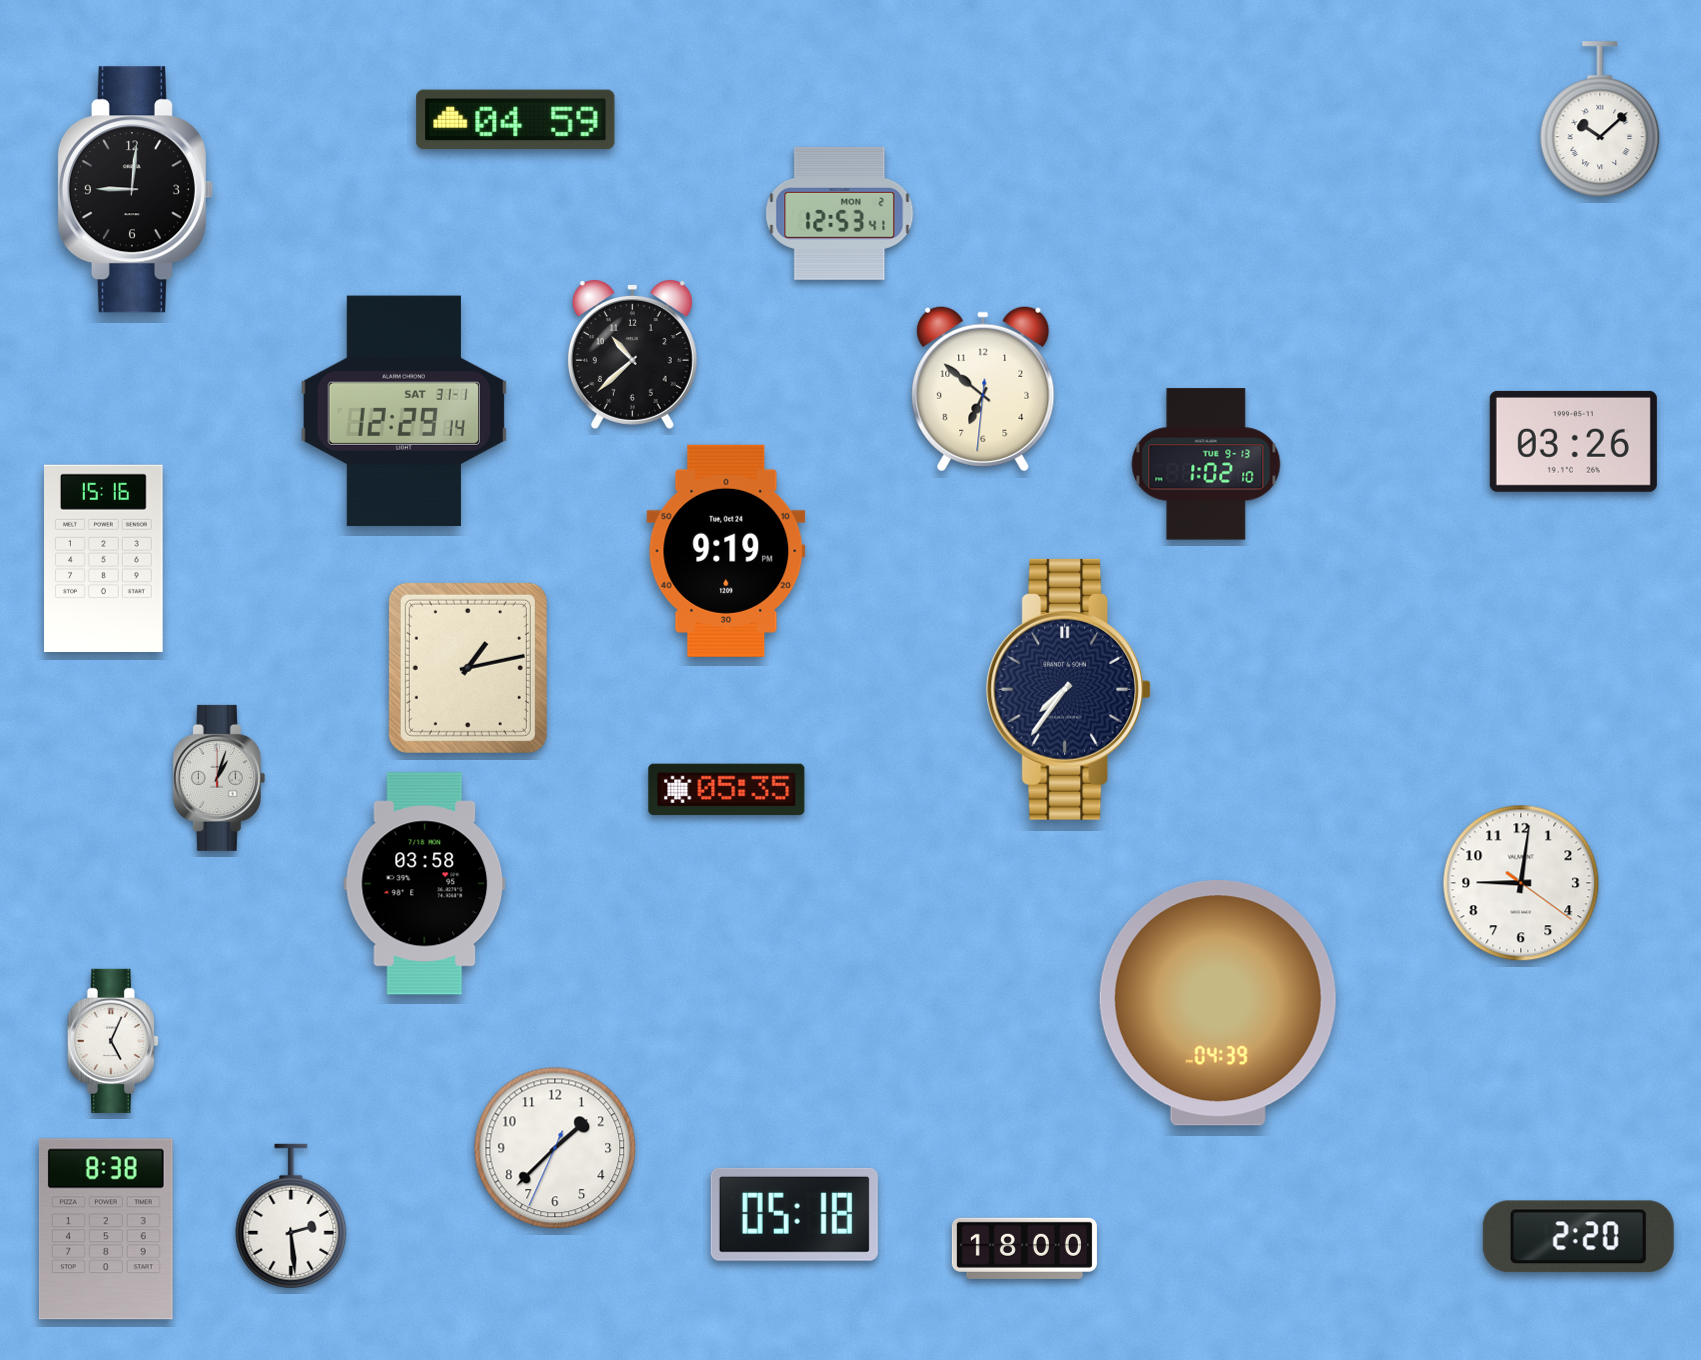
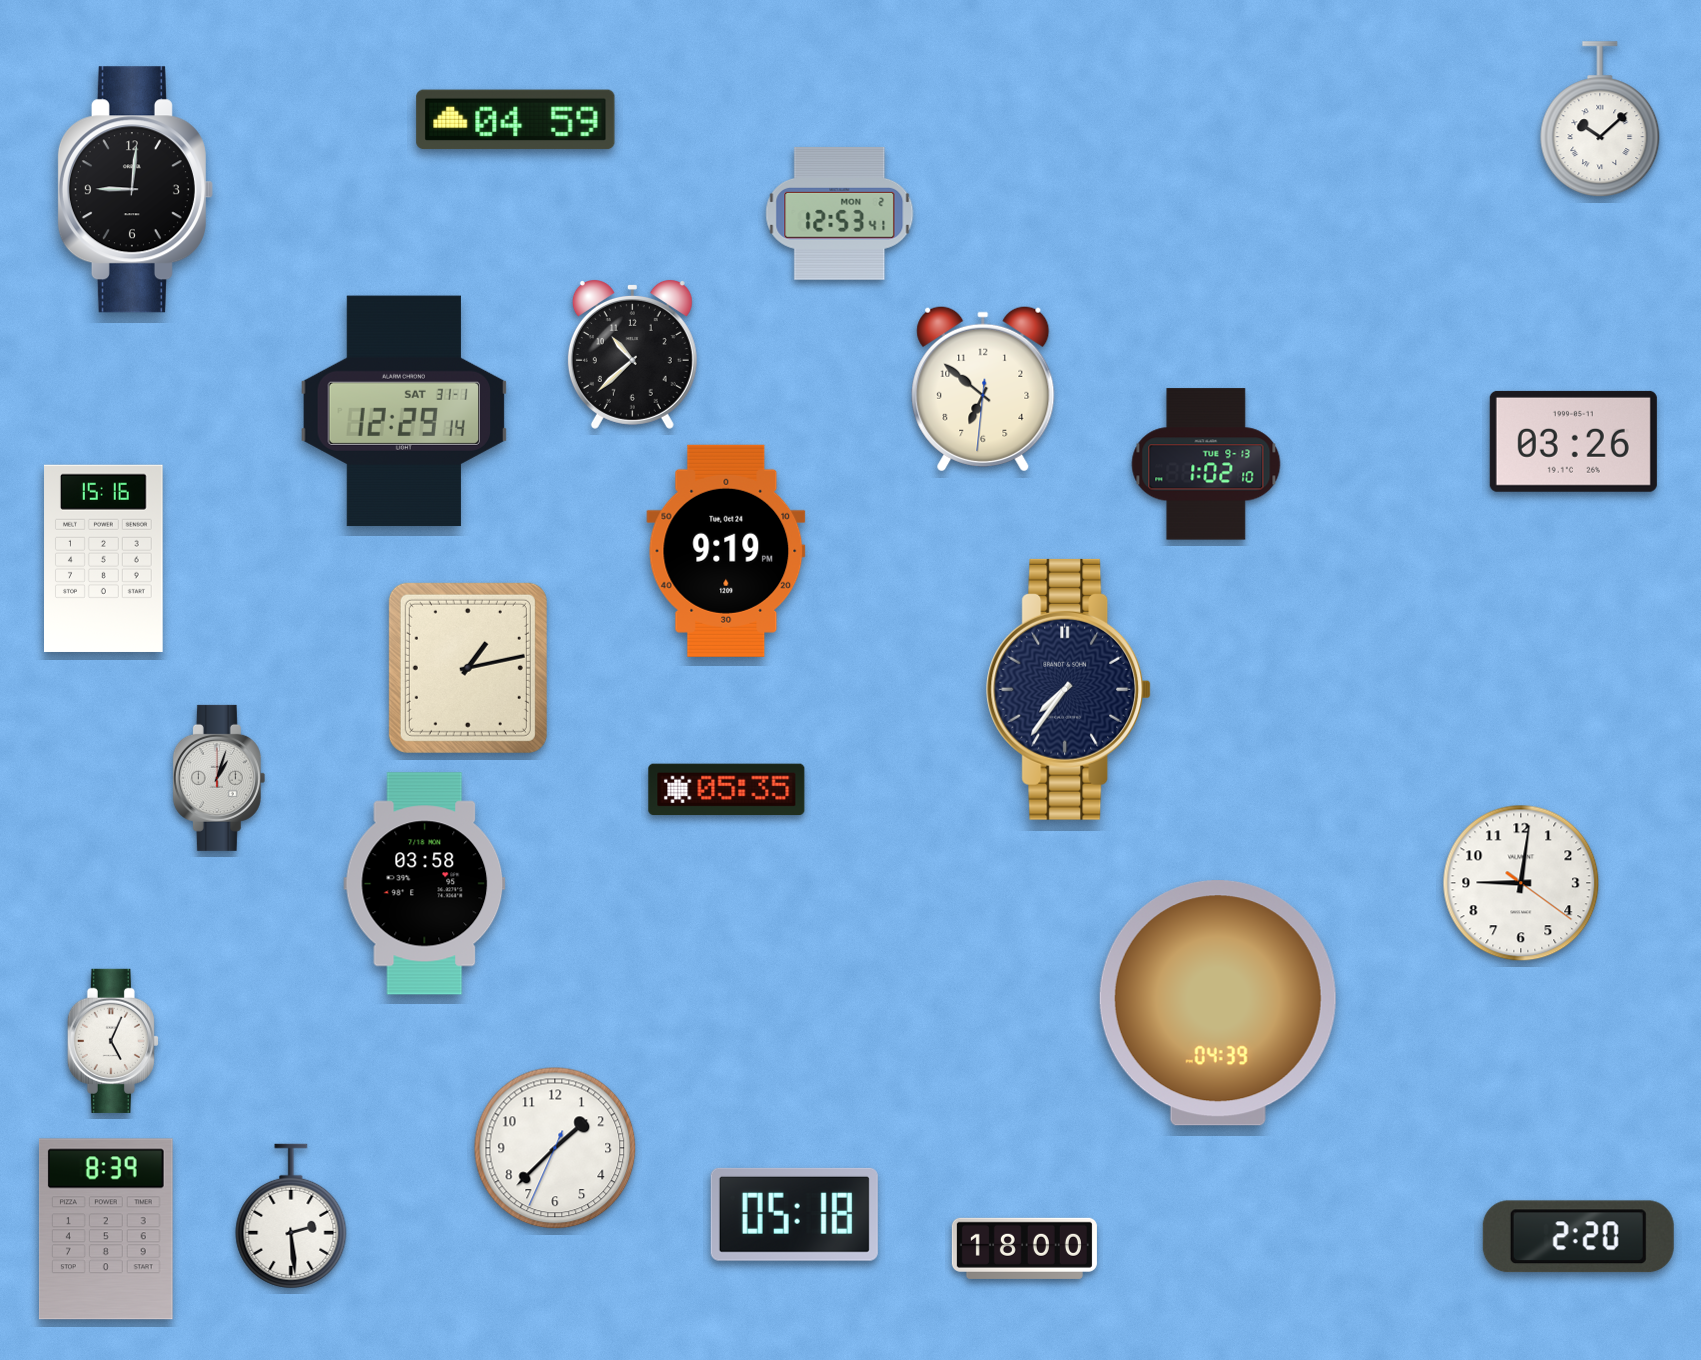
clock at (106, 1229): 8:38 -> 8:39
